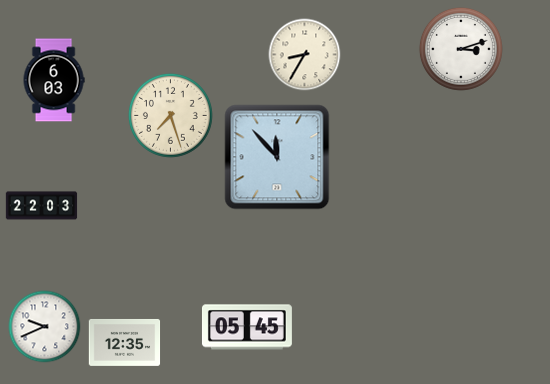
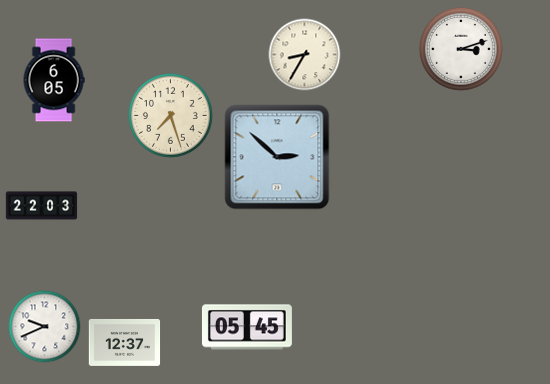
clock at (54, 80): 6:03 -> 6:05
clock at (277, 157): 11:53 -> 2:52
clock at (125, 342): 12:35 -> 12:37
